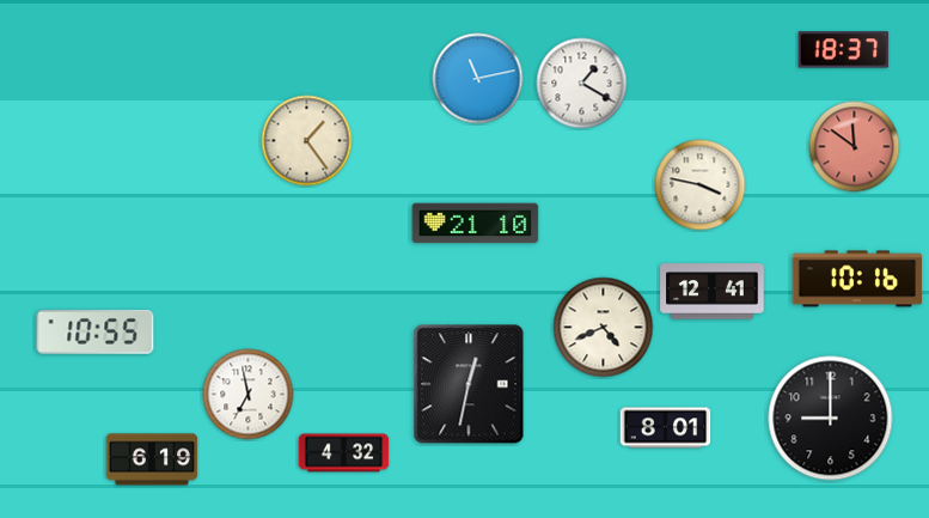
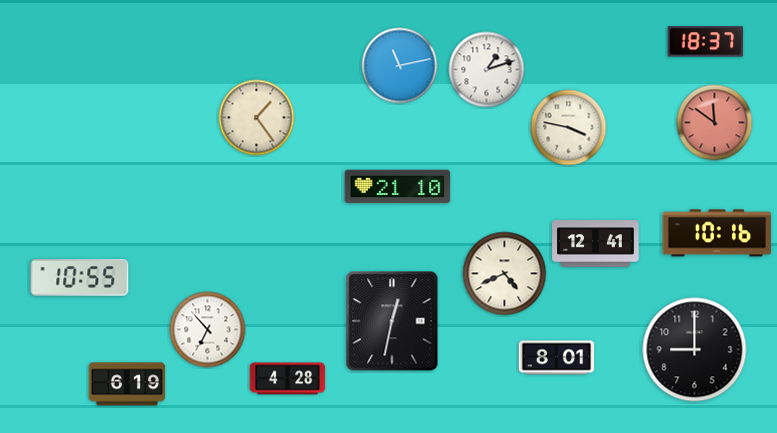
clock at (582, 84): 1:20 -> 1:12
clock at (701, 185) position: (701, 185) -> (569, 128)
clock at (249, 395): 6:58 -> 6:53
clock at (344, 453): 4:32 -> 4:28
